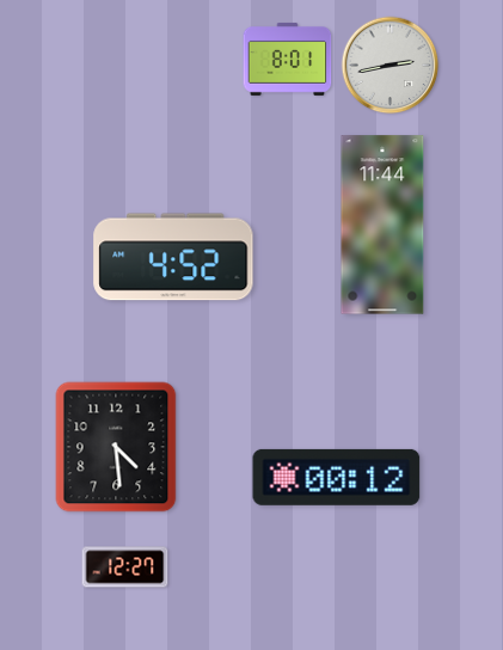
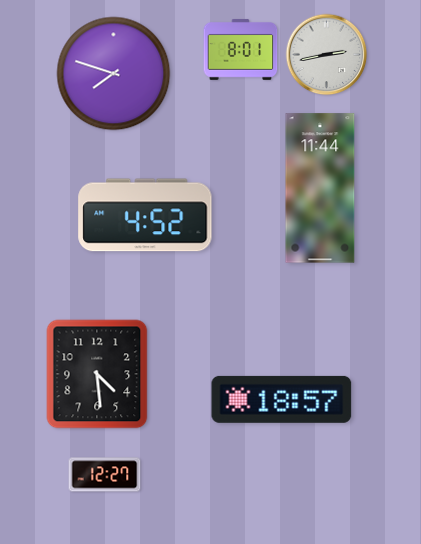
clock at (114, 74): none -> 7:48
clock at (337, 477): 00:12 -> 18:57
